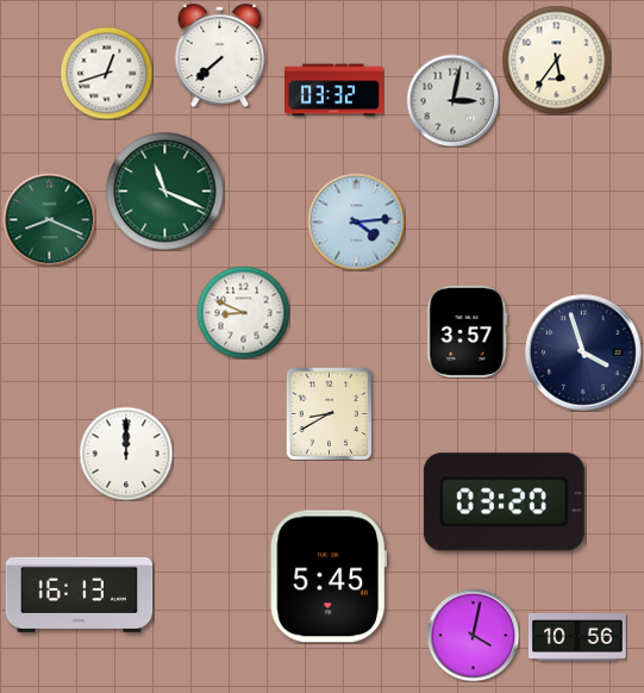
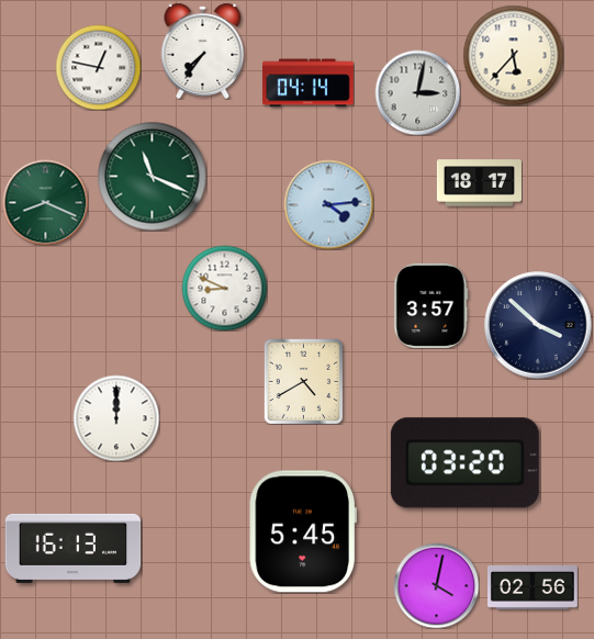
clock at (220, 55): 7:38 -> 7:36
clock at (556, 60): 5:36 -> 5:37
clock at (106, 73): 12:42 -> 12:47
clock at (334, 90): 03:32 -> 04:14
clock at (479, 183): none -> 18:17
clock at (583, 352): 3:57 -> 3:52
clock at (330, 413): 8:40 -> 4:40
clock at (577, 637): 10:56 -> 02:56
